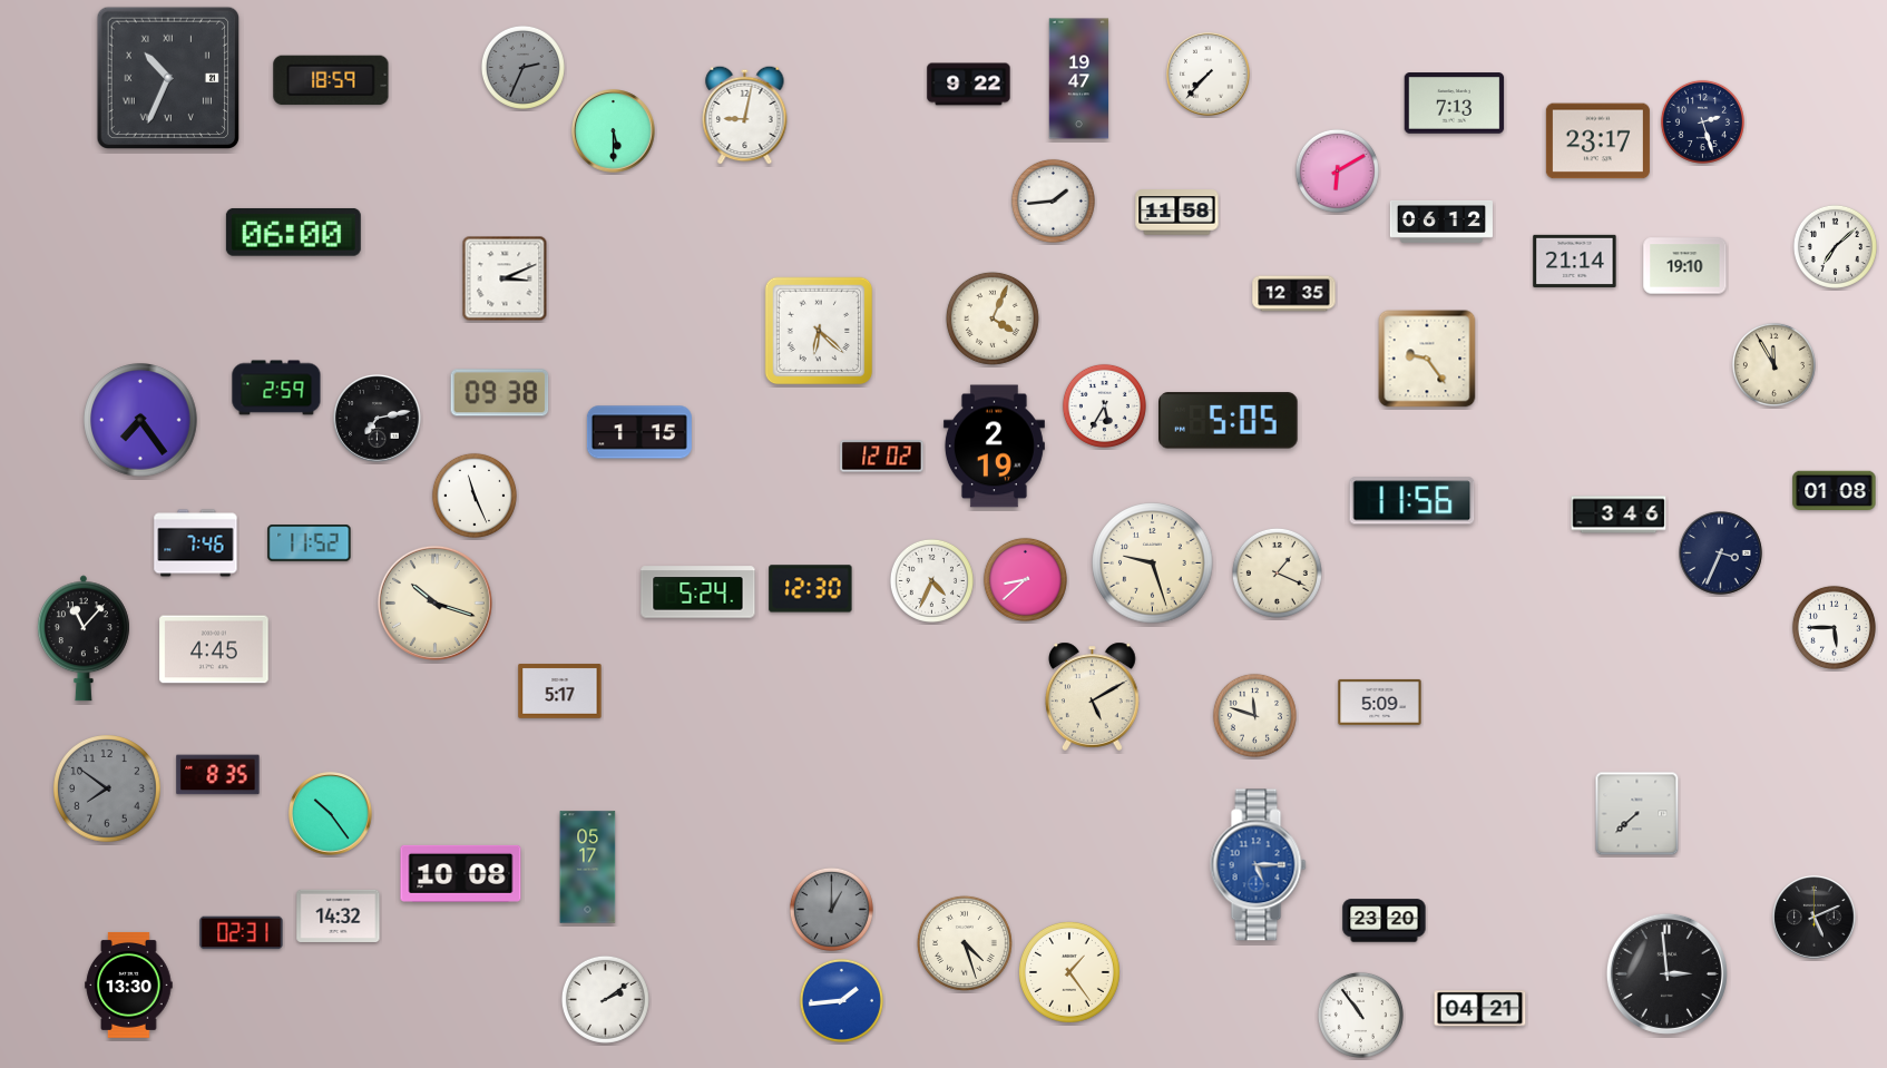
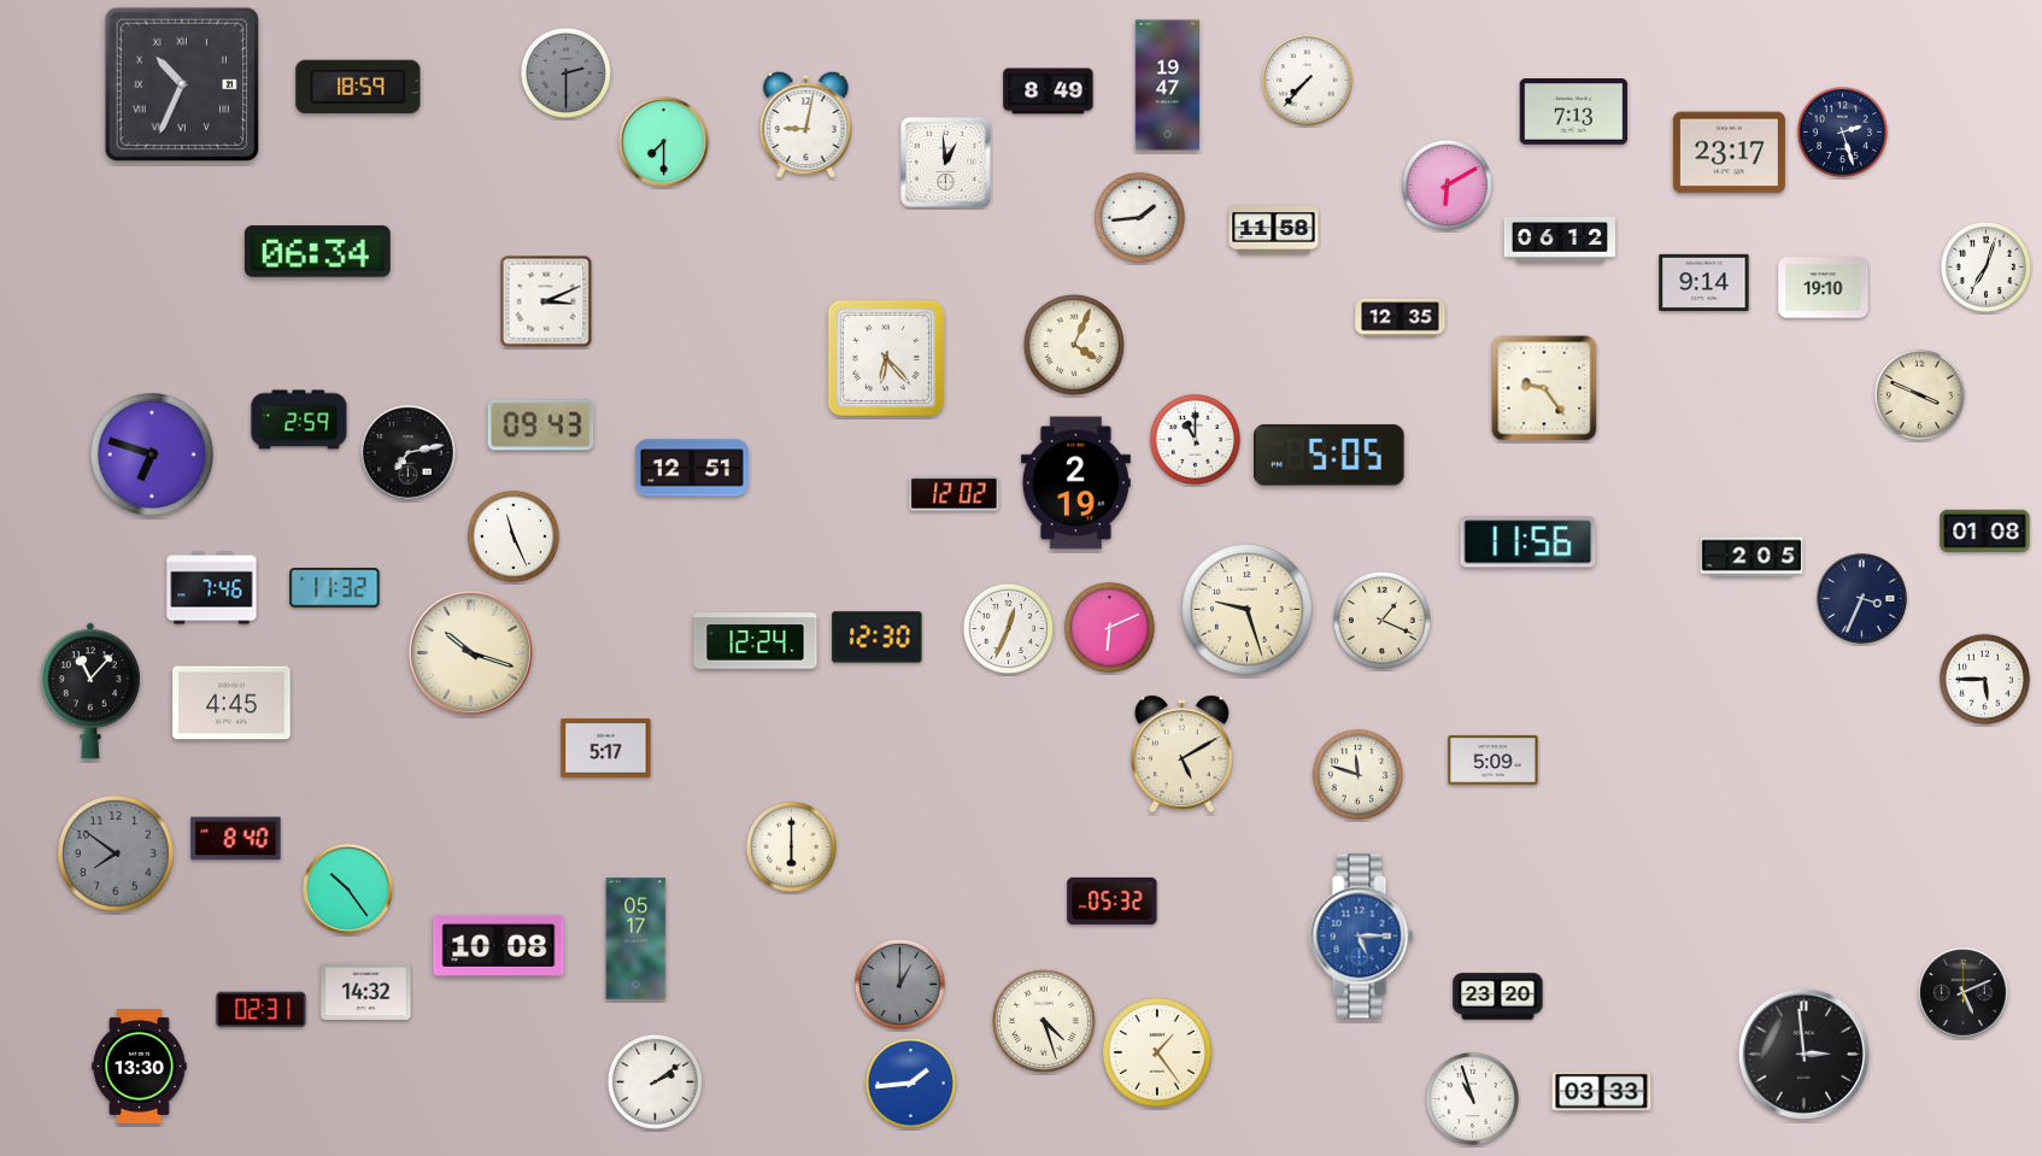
clock at (522, 67): 2:34 -> 2:30
clock at (969, 85): 9:22 -> 8:49
clock at (614, 131): 5:30 -> 7:30
clock at (945, 162): none -> 12:59
clock at (293, 233): 06:00 -> 06:34
clock at (1835, 246): 7:08 -> 7:03
clock at (1575, 261): 21:14 -> 9:14
clock at (819, 331): 6:22 -> 6:23
clock at (1773, 364): 11:55 -> 3:49
clock at (500, 393): 09:38 -> 09:43
clock at (1104, 405): 5:35 -> 11:00
clock at (140, 420): 7:24 -> 6:48
clock at (639, 432): 1:15 -> 12:51
clock at (1619, 515): 3:46 -> 2:05
clock at (310, 543): 11:52 -> 11:32
clock at (1025, 579): 8:38 -> 6:11
clock at (931, 580): 4:34 -> 12:34
clock at (698, 592): 5:24 -> 12:24
clock at (218, 775): 8:35 -> 8:40
clock at (791, 846): none -> 6:00
clock at (331, 814) position: (331, 814) -> (348, 890)
clock at (1637, 814): 7:38 -> none
clock at (1113, 900): none -> 05:32
clock at (1480, 1009): 04:21 -> 03:33
clock at (1360, 1015): 10:54 -> 10:57
